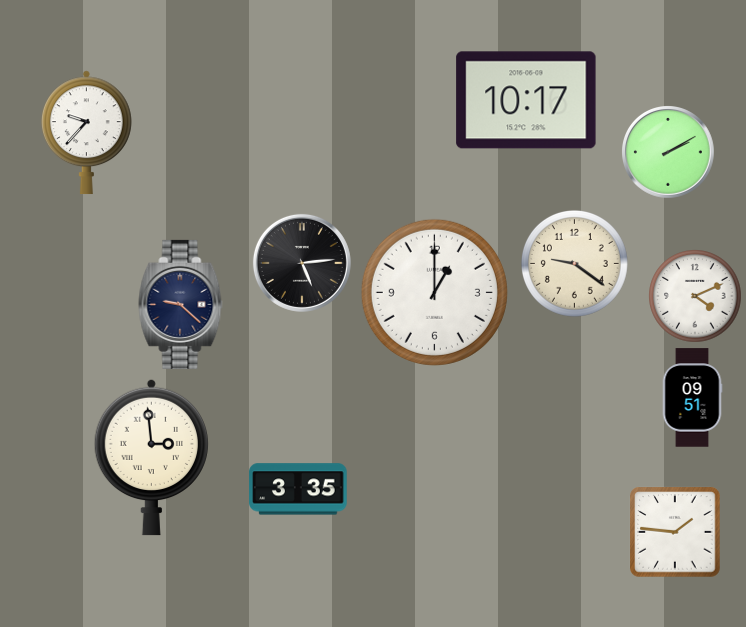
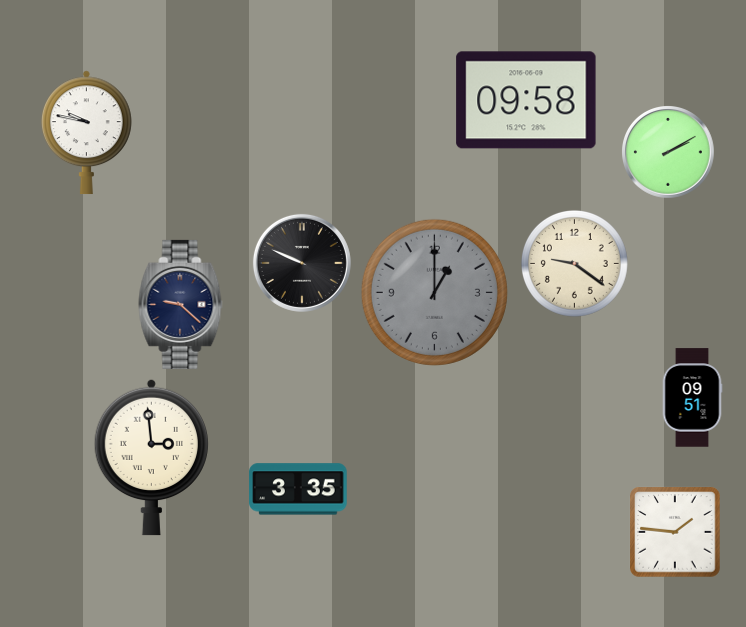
clock at (526, 100): 10:17 -> 09:58
clock at (86, 133): 9:37 -> 9:47
clock at (302, 263): 5:14 -> 9:49
clock at (434, 292) dial: white -> grey
clock at (695, 296): 4:11 -> none
